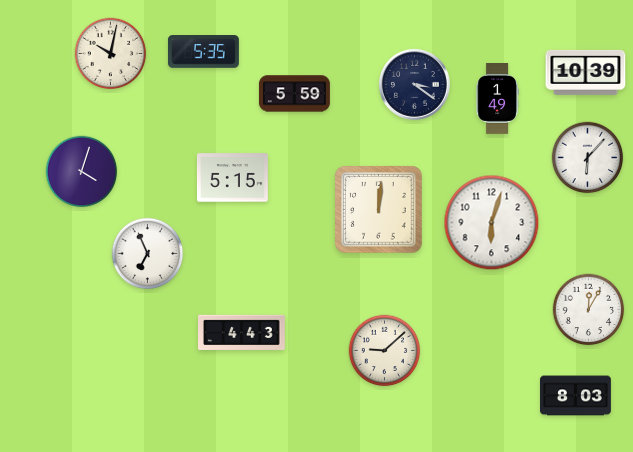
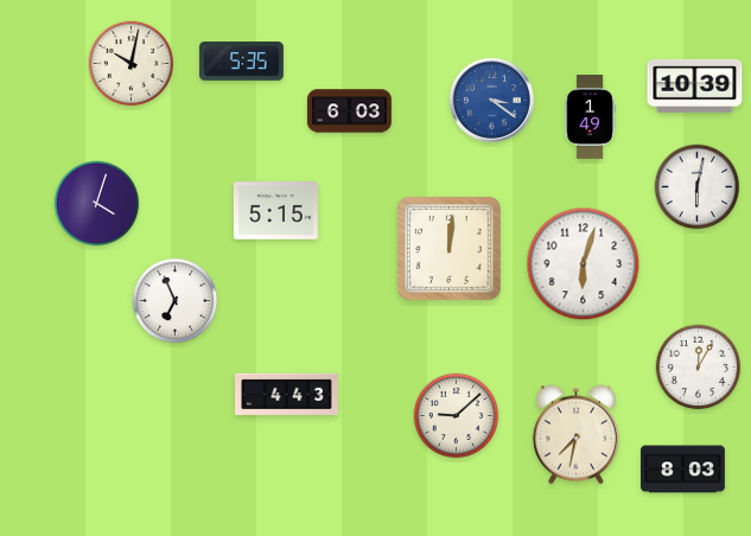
clock at (414, 84) dial: navy -> blue
clock at (294, 94): 5:59 -> 6:03
clock at (588, 158): 6:07 -> 6:02
clock at (575, 435): none -> 7:32
